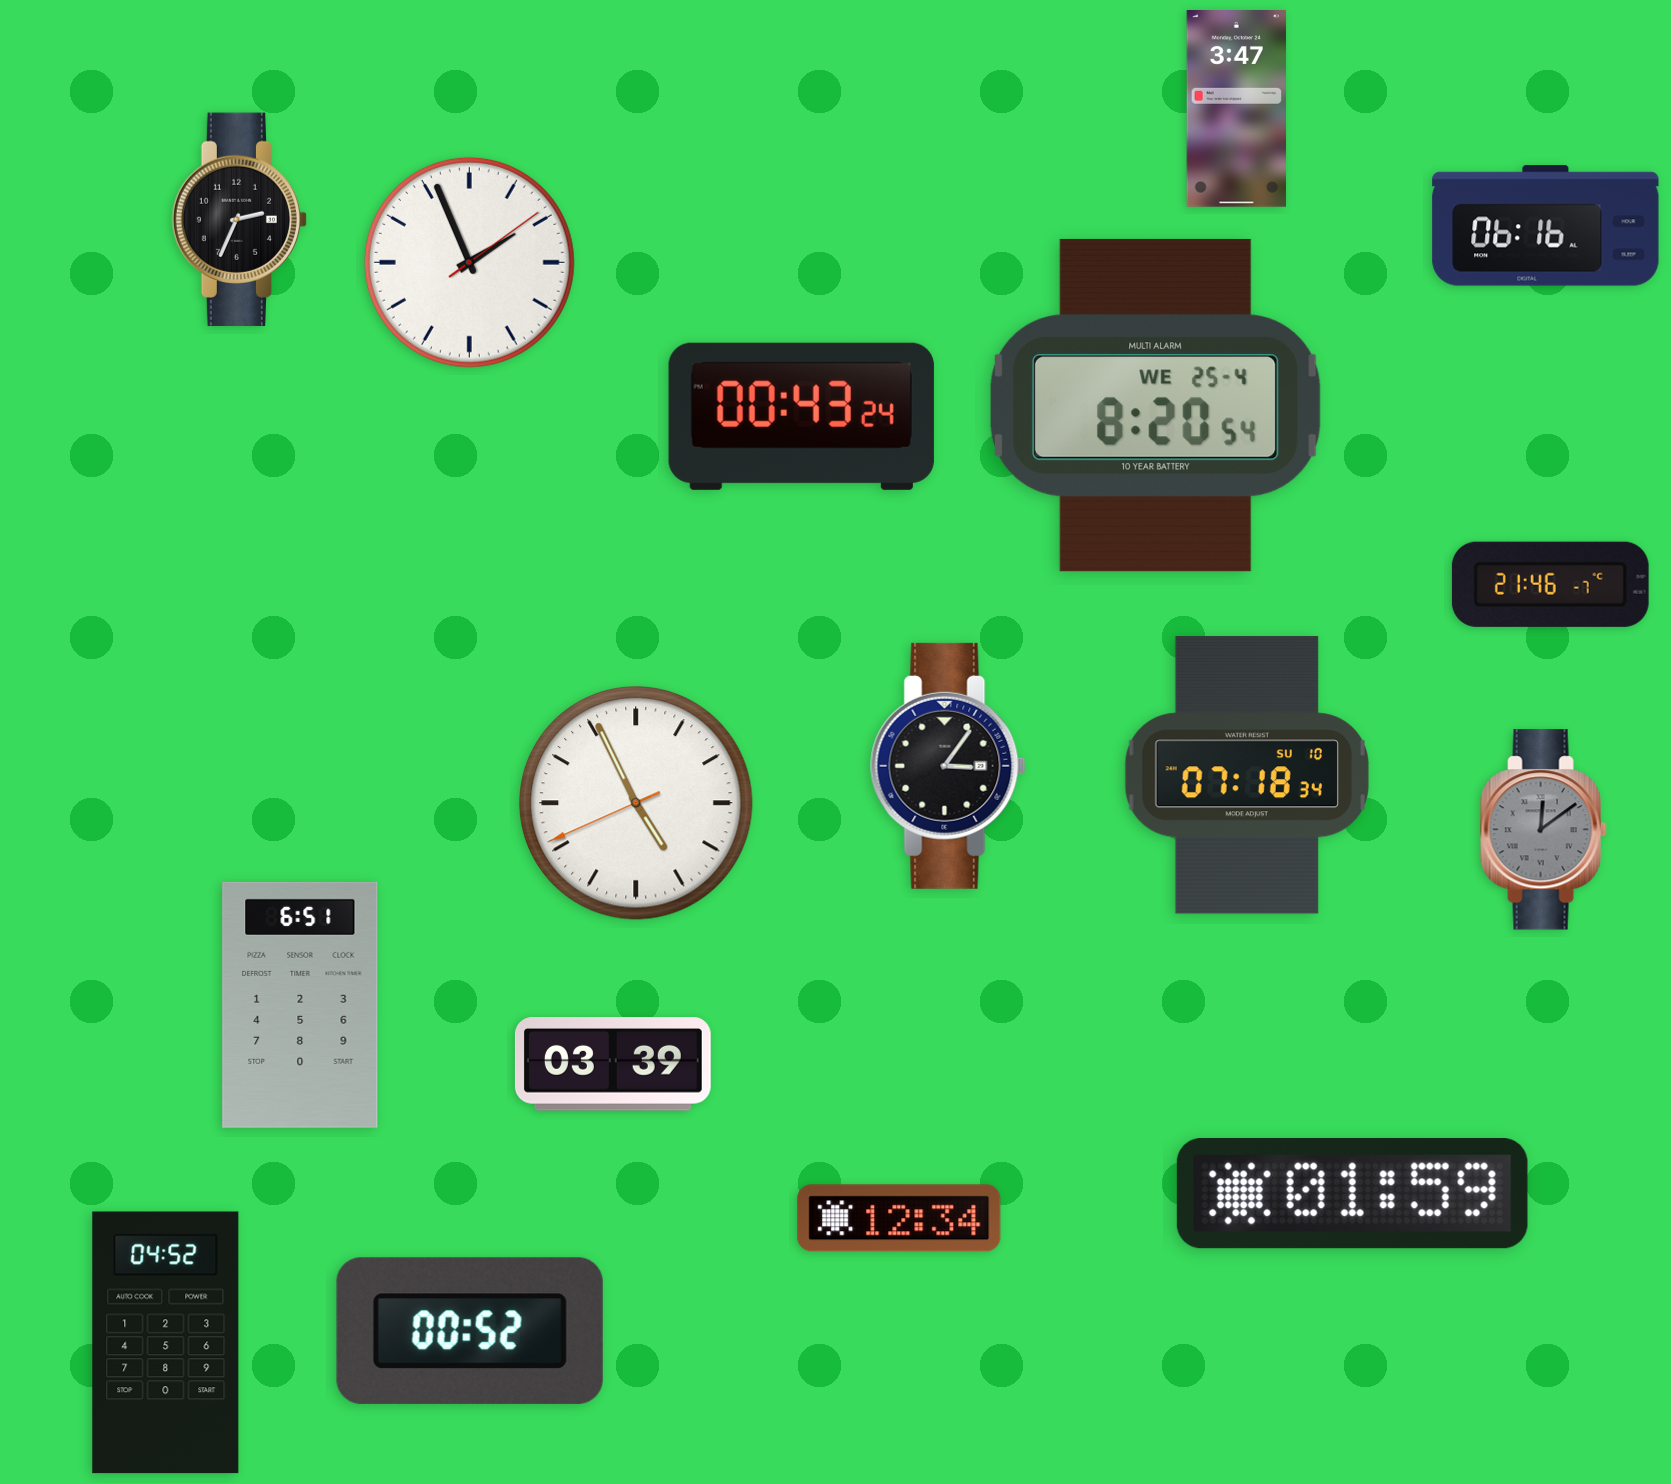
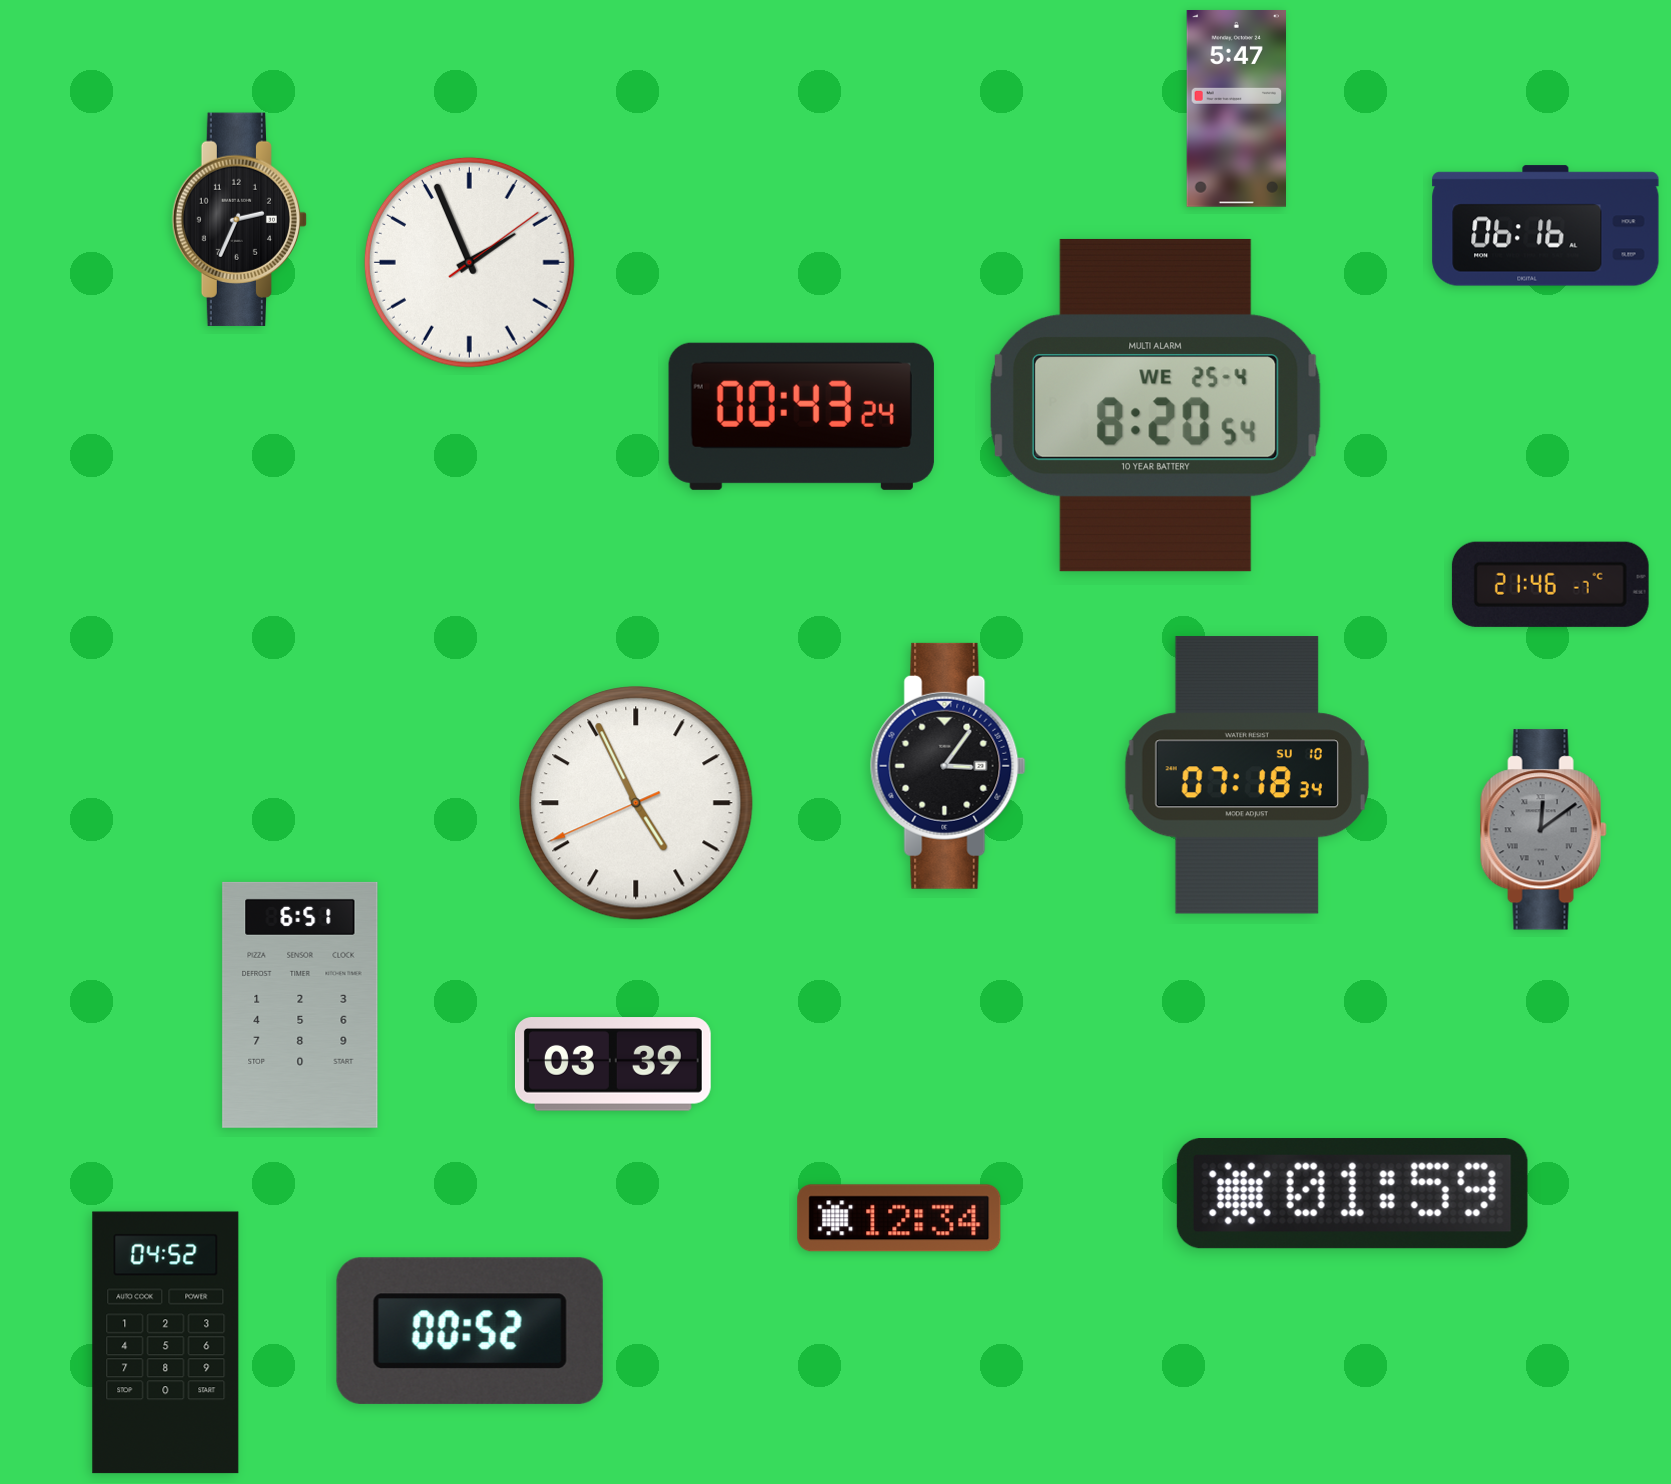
clock at (1236, 109): 3:47 -> 5:47
